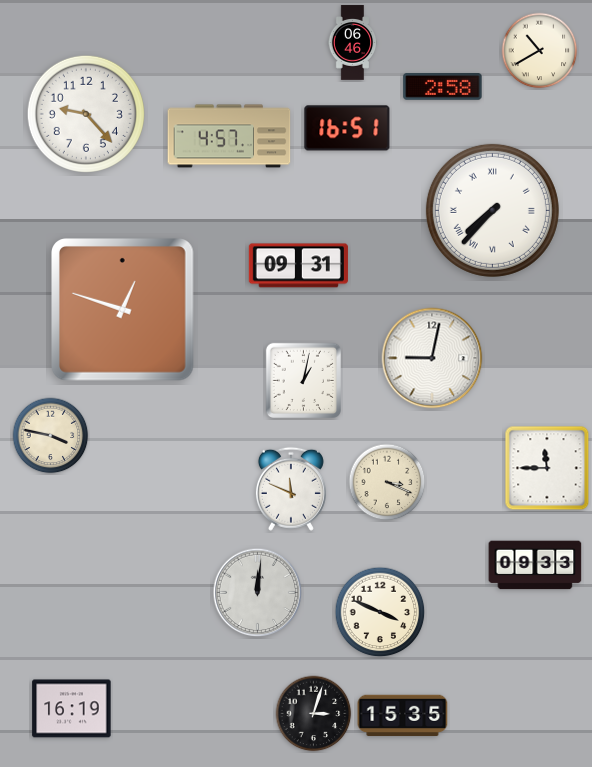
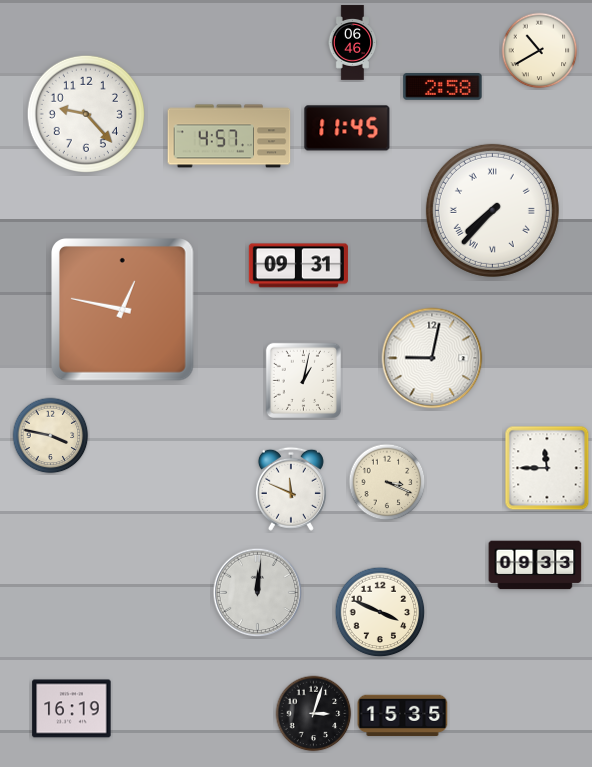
clock at (347, 128): 16:51 -> 11:45
clock at (123, 310): 12:48 -> 12:47
